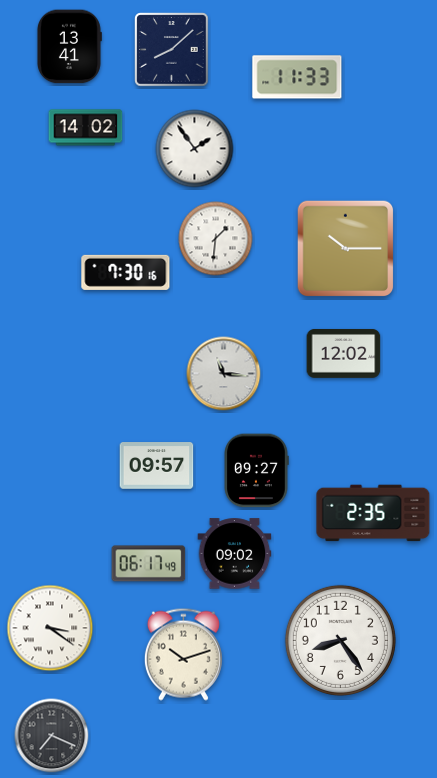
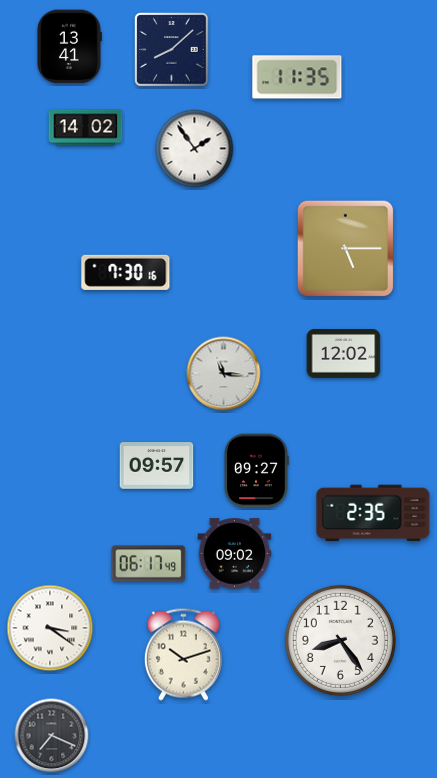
clock at (297, 77): 11:33 -> 11:35
clock at (216, 239): 1:31 -> none
clock at (346, 249): 10:15 -> 5:15
